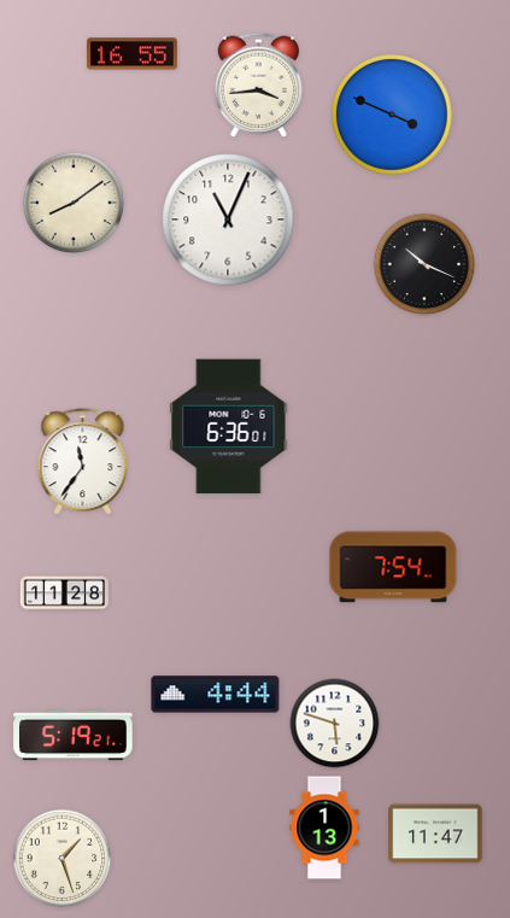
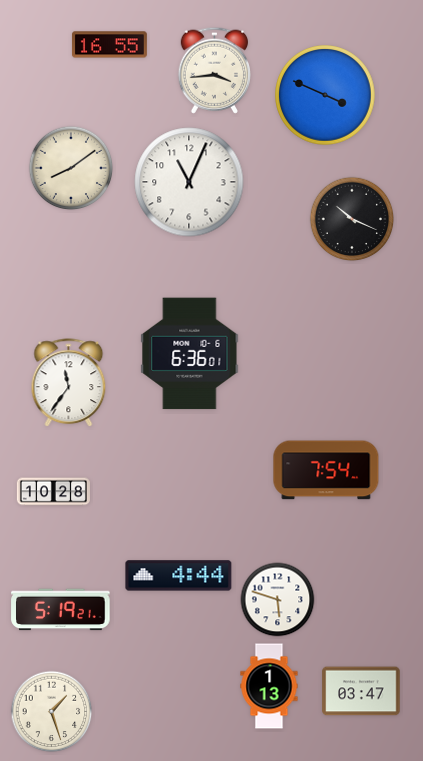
clock at (74, 203) position: (74, 203) -> (71, 168)
clock at (64, 594): 11:28 -> 10:28
clock at (435, 834): 11:47 -> 03:47
